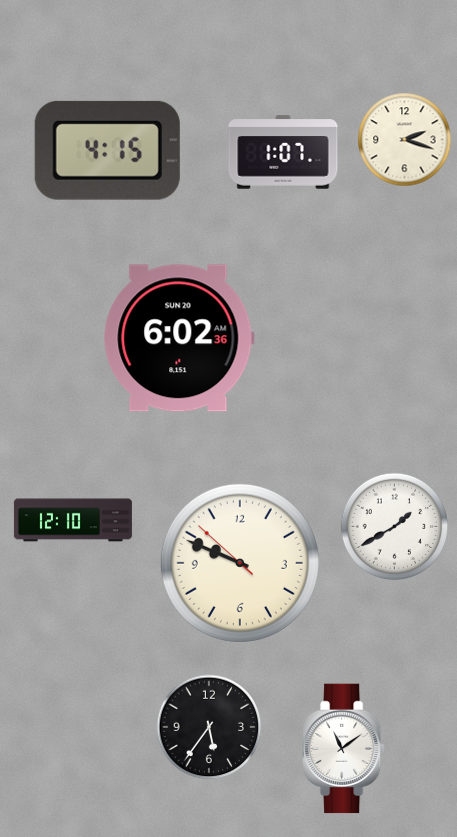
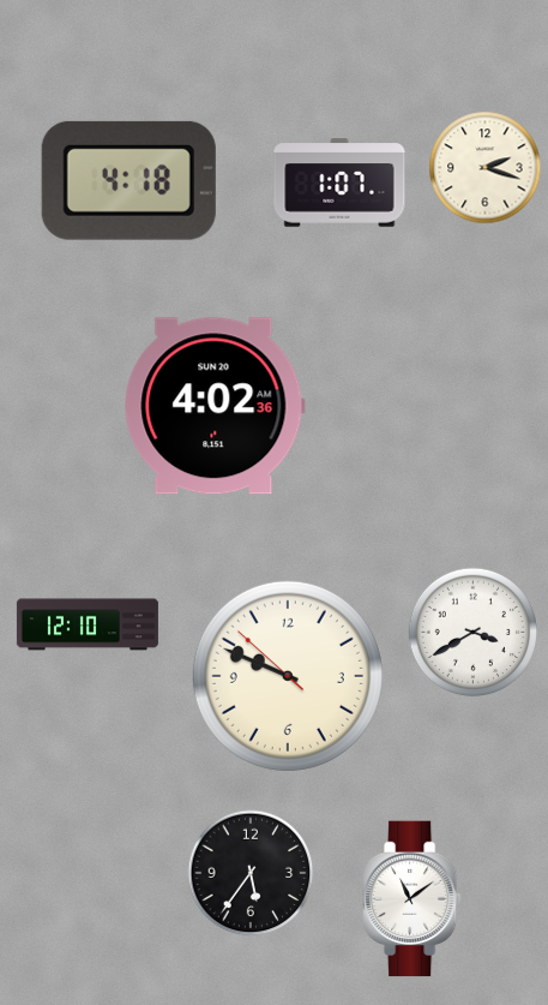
clock at (107, 150): 4:15 -> 4:18
clock at (179, 338): 6:02 -> 4:02
clock at (395, 527): 1:40 -> 3:40
